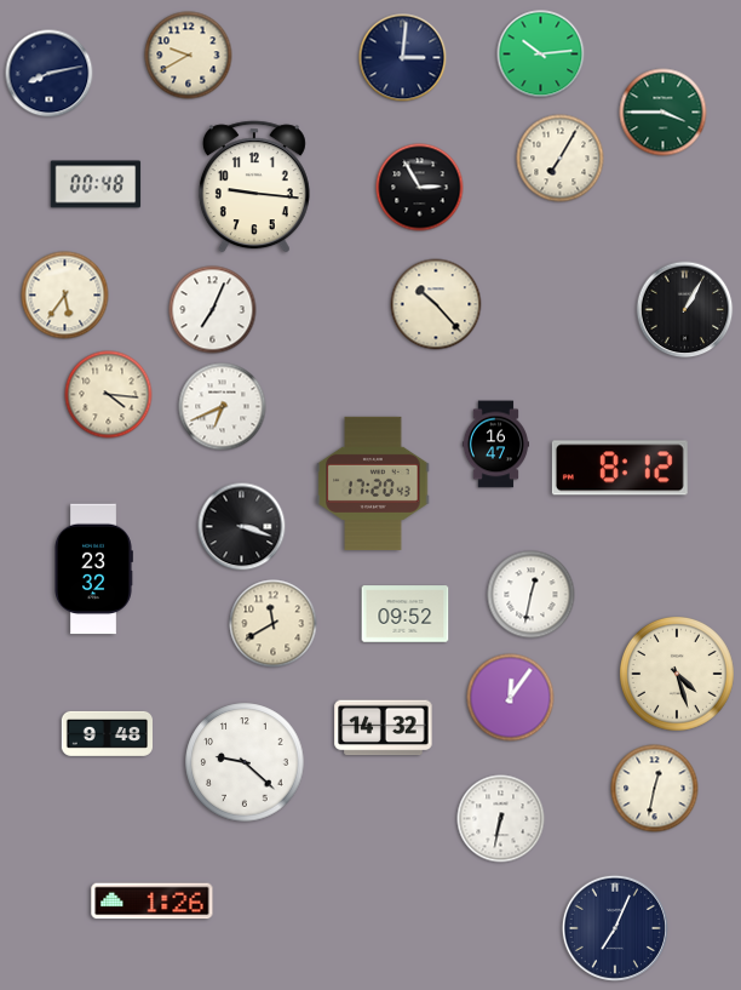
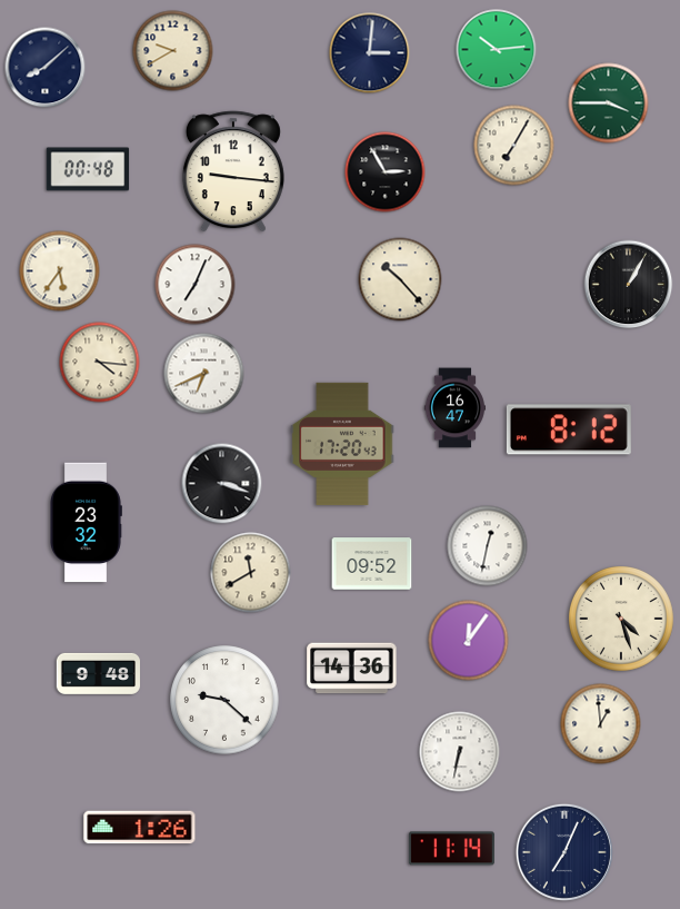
clock at (50, 74): 8:13 -> 8:08
clock at (384, 728): 14:32 -> 14:36
clock at (655, 789): 12:32 -> 12:59
clock at (451, 849): none -> 11:14
